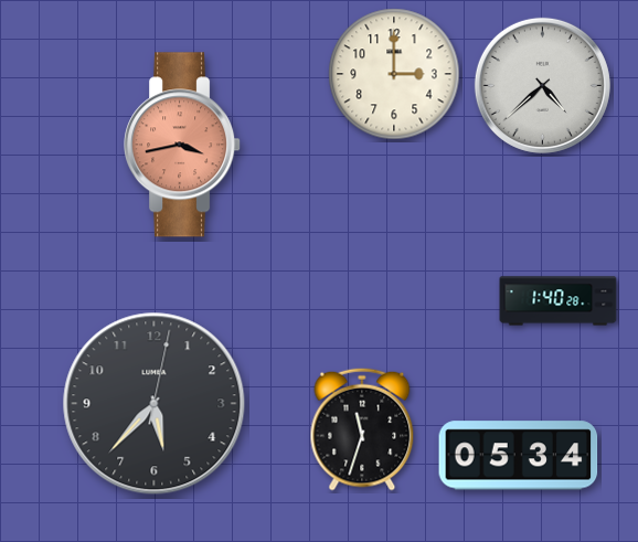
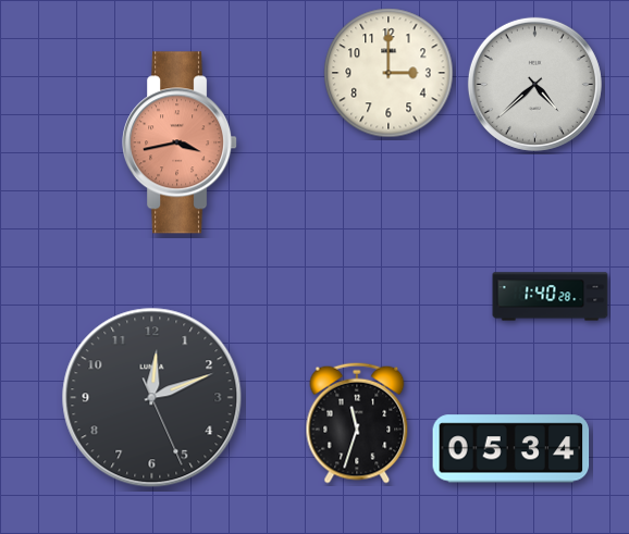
clock at (155, 404): 5:37 -> 12:11
